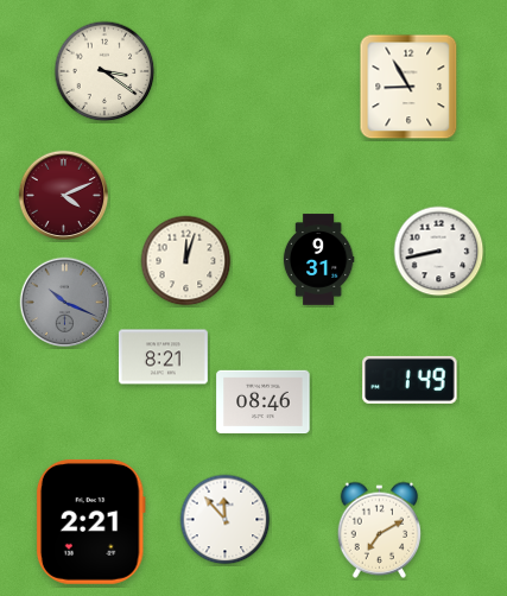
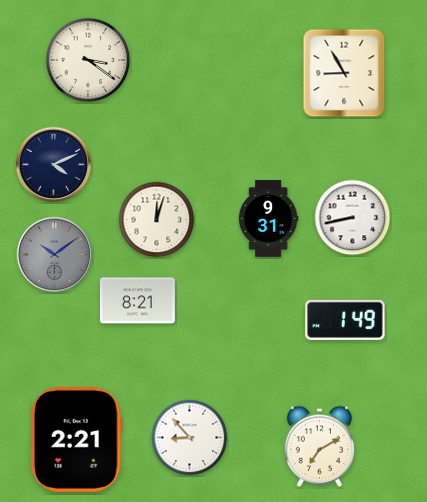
clock at (64, 196) dial: burgundy -> navy
clock at (439, 252) position: (439, 252) -> (353, 218)
clock at (65, 303): 10:19 -> 10:09
clock at (264, 402): 08:46 -> none
clock at (226, 520): 11:53 -> 8:53
